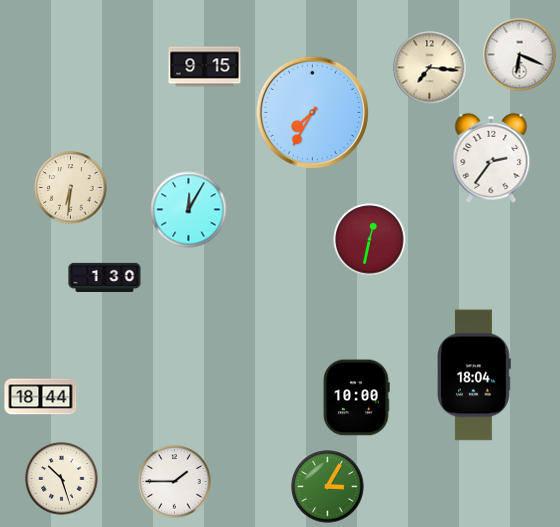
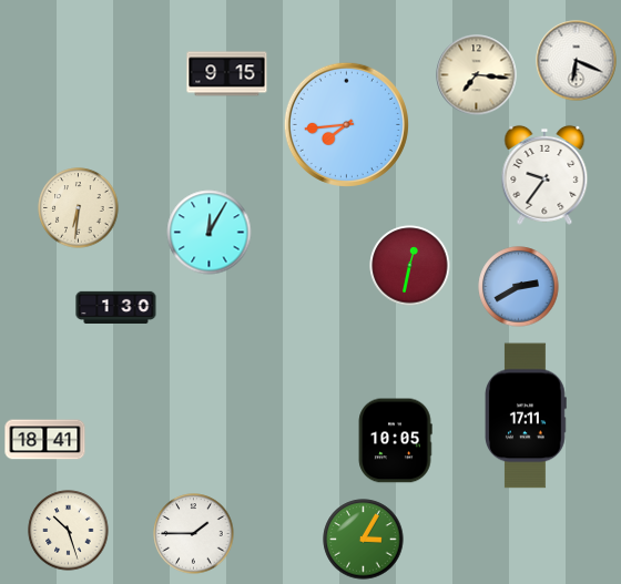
clock at (312, 112): 7:35 -> 7:44
clock at (491, 158): 2:36 -> 9:36
clock at (519, 287): none -> 2:40
clock at (475, 375): 18:04 -> 17:11
clock at (41, 397): 18:44 -> 18:41
clock at (356, 398): 10:00 -> 10:05
